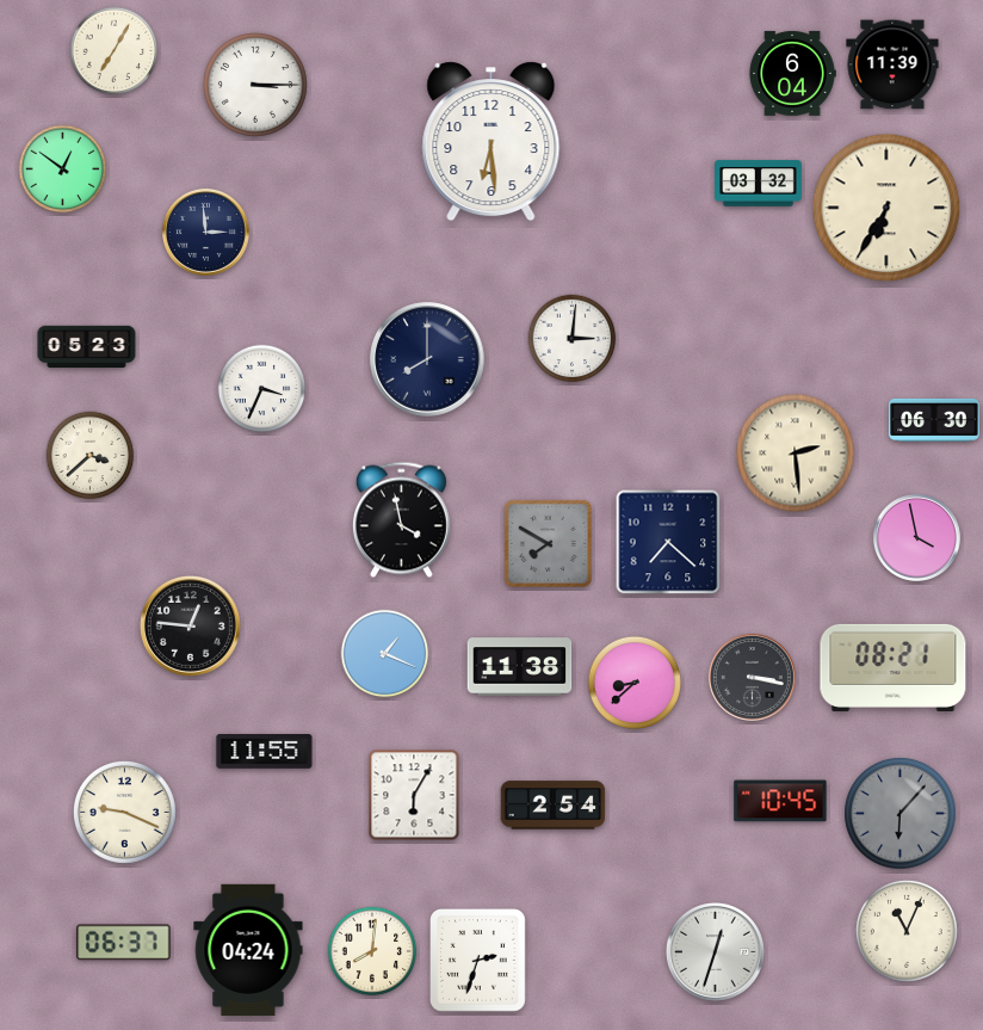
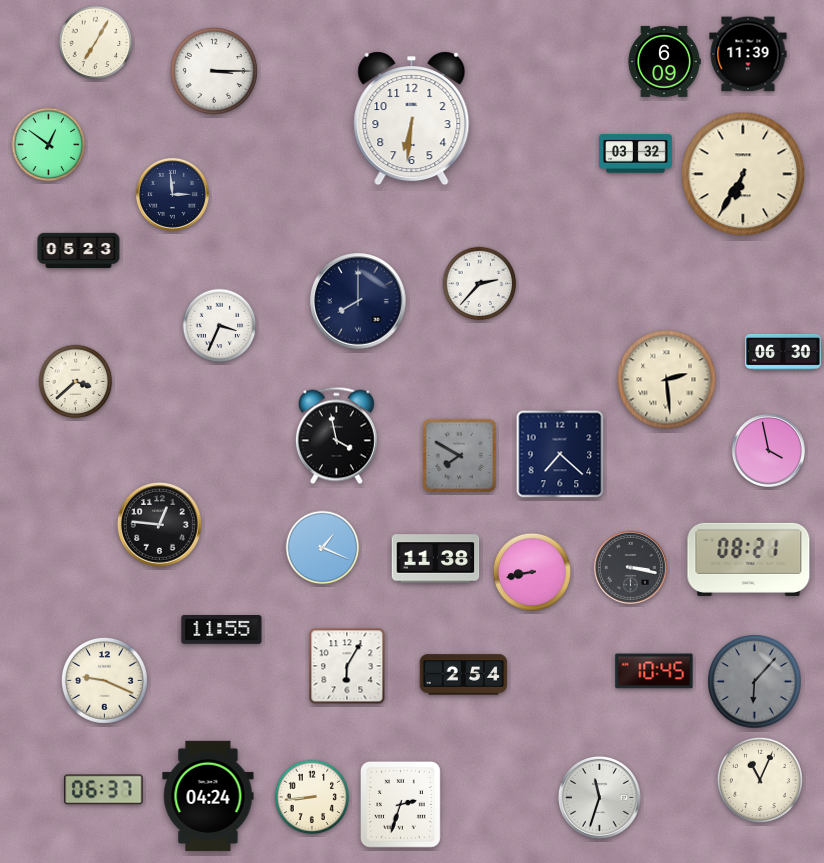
clock at (792, 73): 6:04 -> 6:09
clock at (491, 142): 6:29 -> 6:31
clock at (63, 169) position: (63, 169) -> (49, 145)
clock at (573, 339): 3:01 -> 2:37
clock at (87, 347) position: (87, 347) -> (79, 251)
clock at (633, 681): 8:38 -> 8:43
clock at (372, 951): 8:01 -> 8:44
clock at (715, 951): 12:33 -> 11:33
